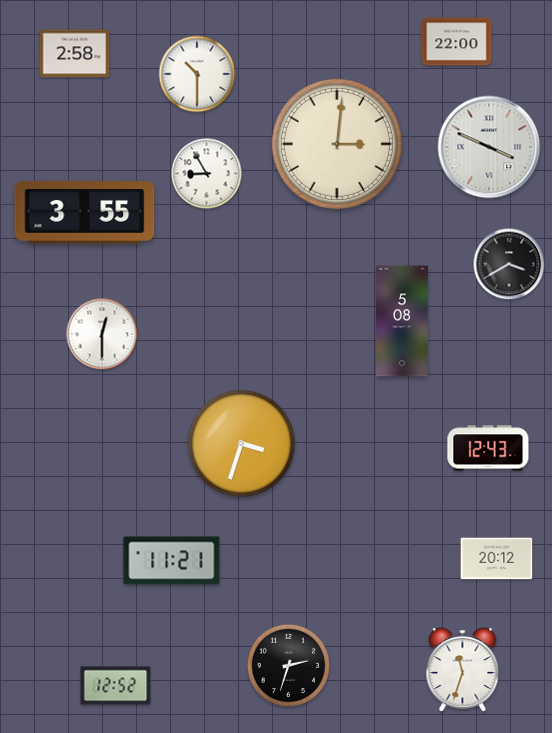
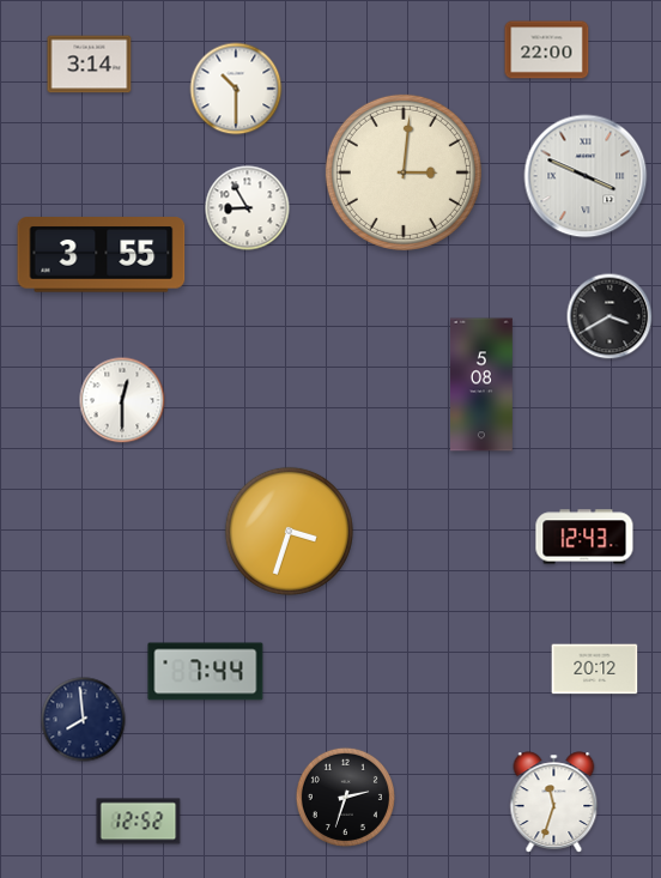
clock at (75, 54): 2:58 -> 3:14
clock at (172, 561): 11:21 -> 7:44
clock at (84, 720): none -> 7:59
